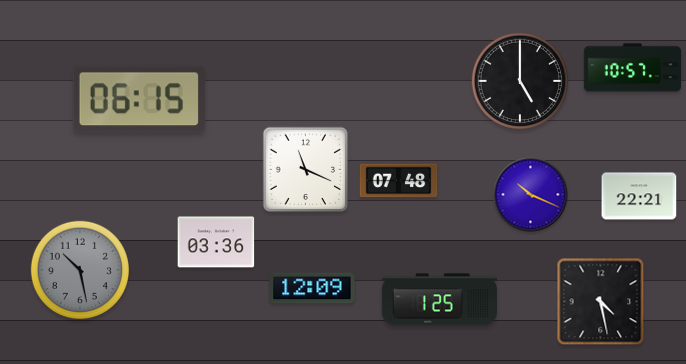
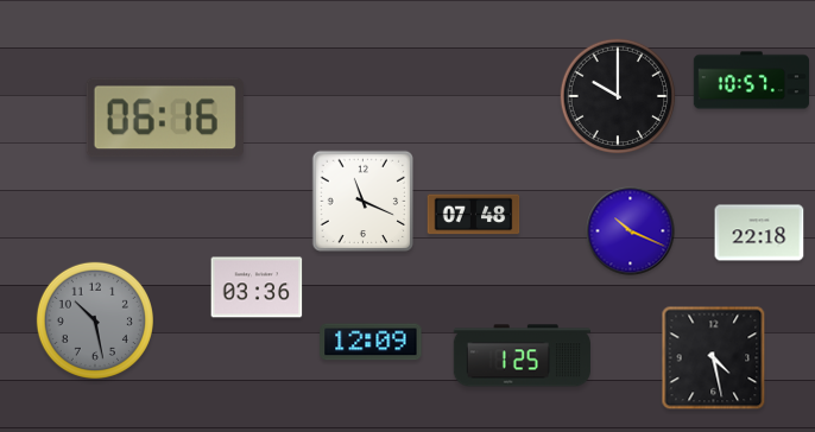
clock at (520, 81): 5:00 -> 10:00
clock at (139, 99): 06:15 -> 06:16
clock at (639, 196): 22:21 -> 22:18
